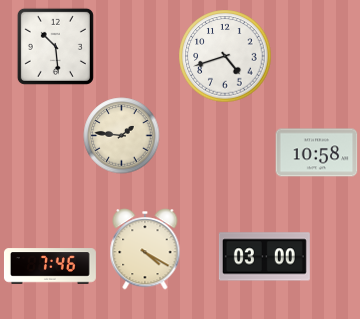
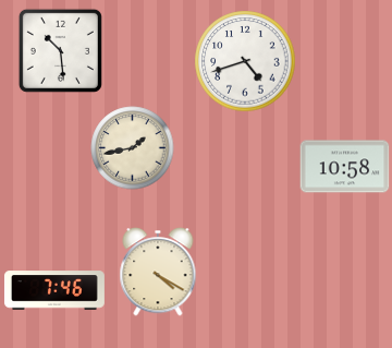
clock at (122, 136): 1:46 -> 1:43
clock at (264, 257): 03:00 -> none
